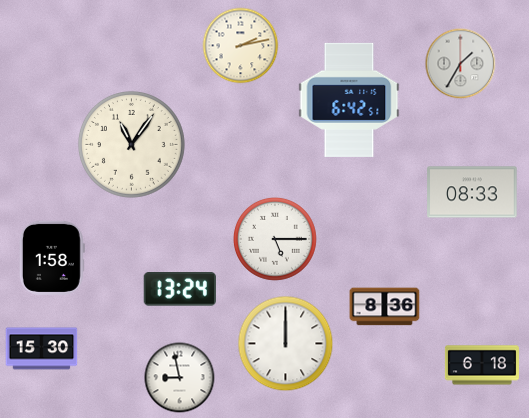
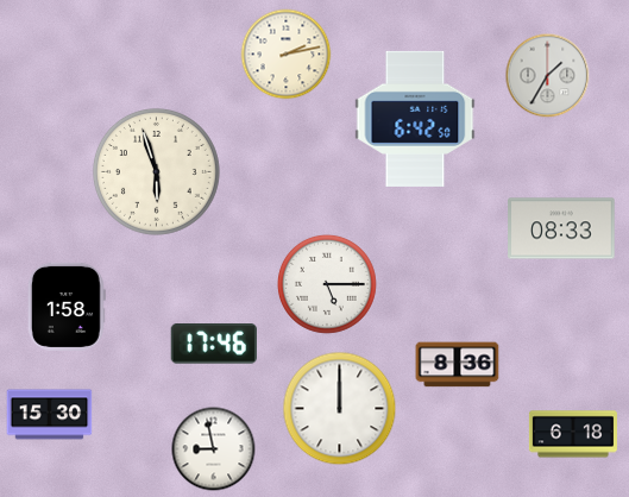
clock at (349, 100): 6:42:51 -> 6:42:50
clock at (131, 144): 11:06 -> 5:57
clock at (52, 258) position: (52, 258) -> (67, 307)
clock at (180, 290): 13:24 -> 17:46
